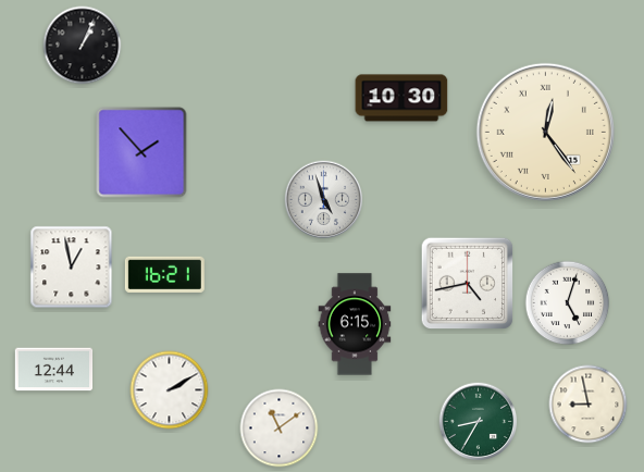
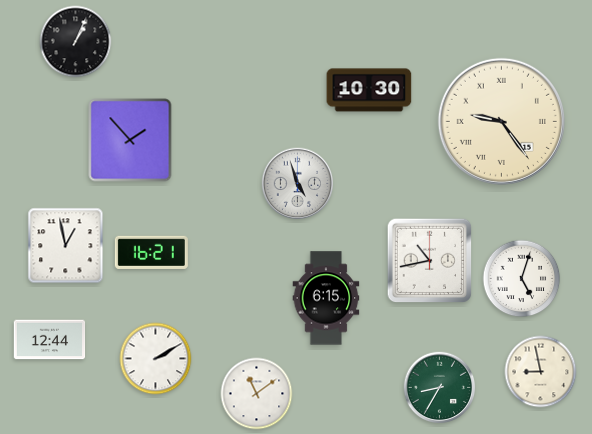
clock at (545, 132): 12:24 -> 9:24
clock at (468, 284): 4:43 -> 10:43
